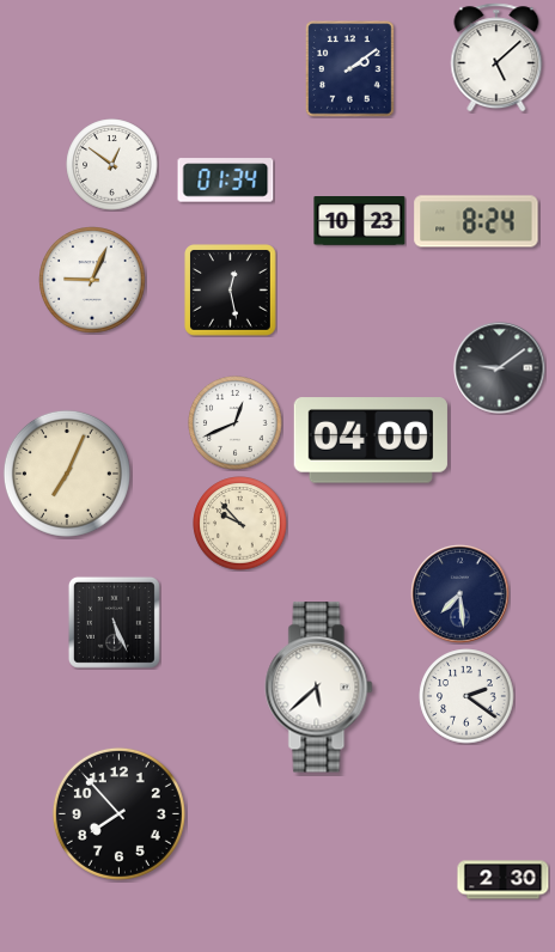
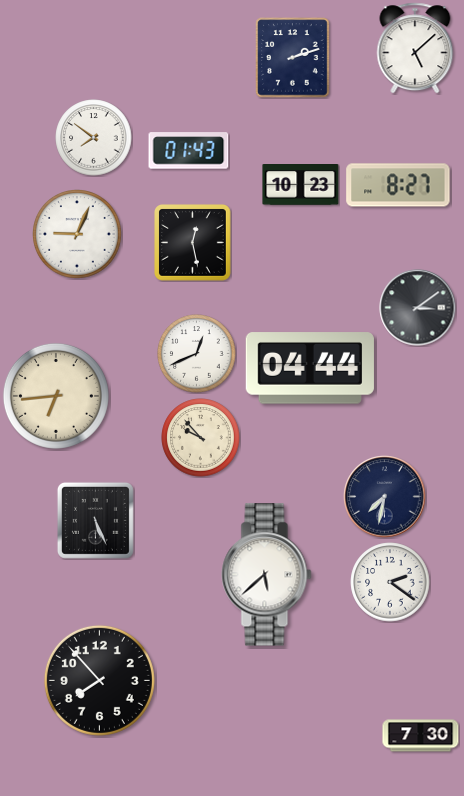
clock at (350, 69): 2:09 -> 2:12
clock at (112, 165): 12:51 -> 7:51
clock at (226, 181): 01:34 -> 01:43
clock at (476, 221): 8:24 -> 8:27
clock at (500, 368): 9:09 -> 3:09
clock at (371, 440): 04:00 -> 04:44
clock at (67, 474): 7:04 -> 6:44
clock at (461, 594): 7:29 -> 7:32
clock at (504, 880): 2:30 -> 7:30
